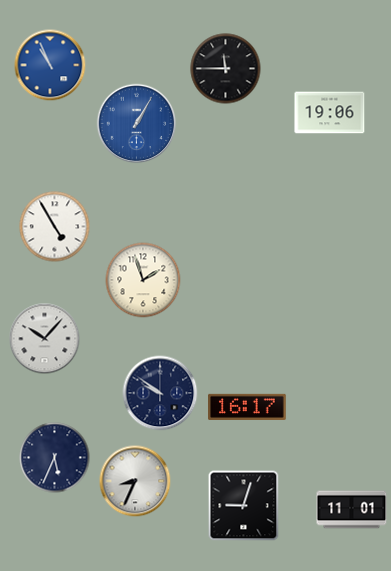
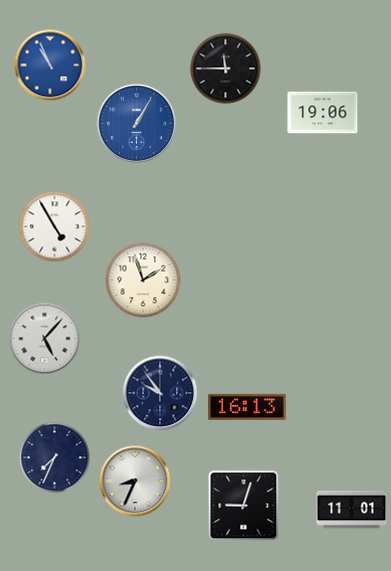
clock at (330, 113) position: (330, 113) -> (323, 113)
clock at (45, 339): 10:07 -> 5:07
clock at (160, 393): 9:51 -> 9:54
clock at (247, 407): 16:17 -> 16:13
clock at (55, 458): 5:34 -> 7:34
